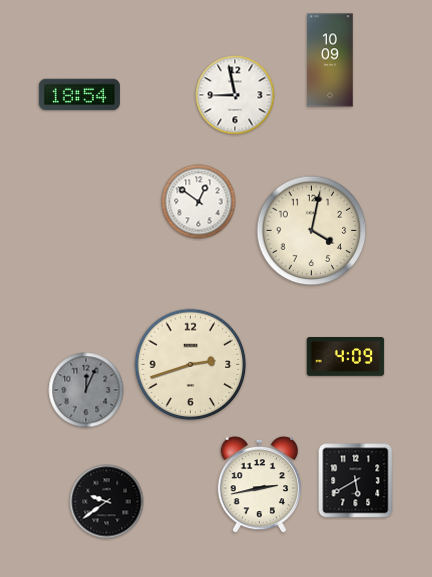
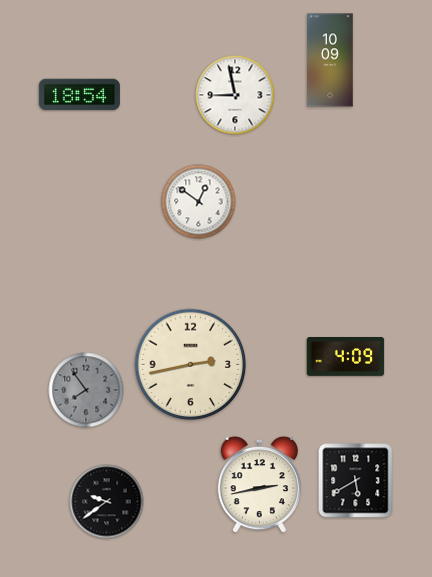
clock at (312, 231): 4:02 -> none
clock at (191, 365): 2:42 -> 2:43
clock at (86, 390): 12:04 -> 7:54
